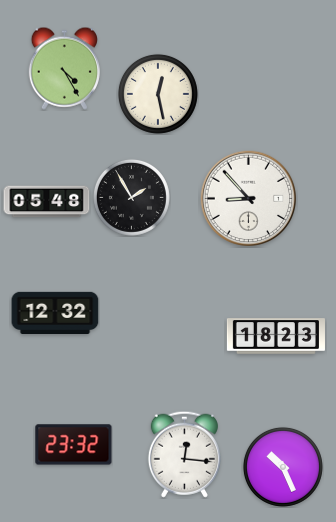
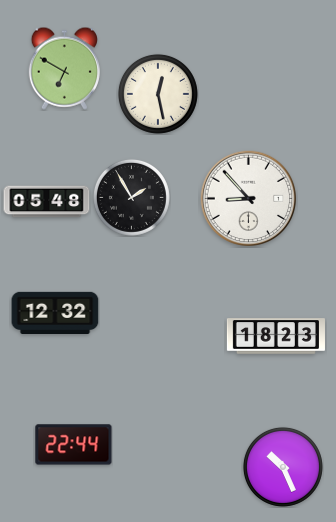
clock at (64, 68): 4:25 -> 6:50
clock at (74, 445): 23:32 -> 22:44
clock at (184, 454): 12:16 -> none
